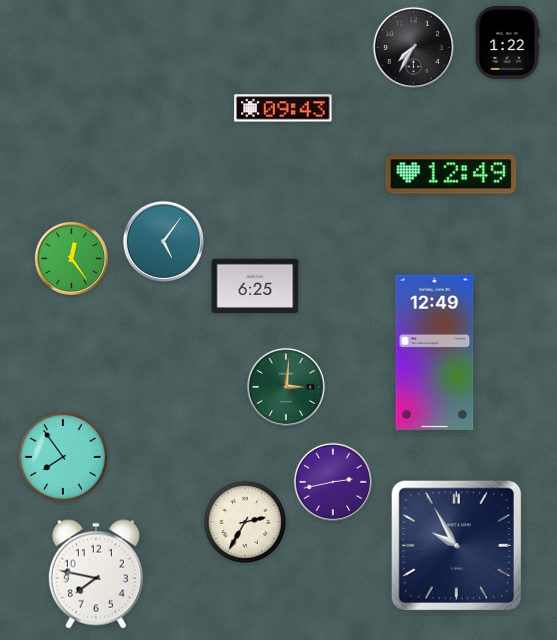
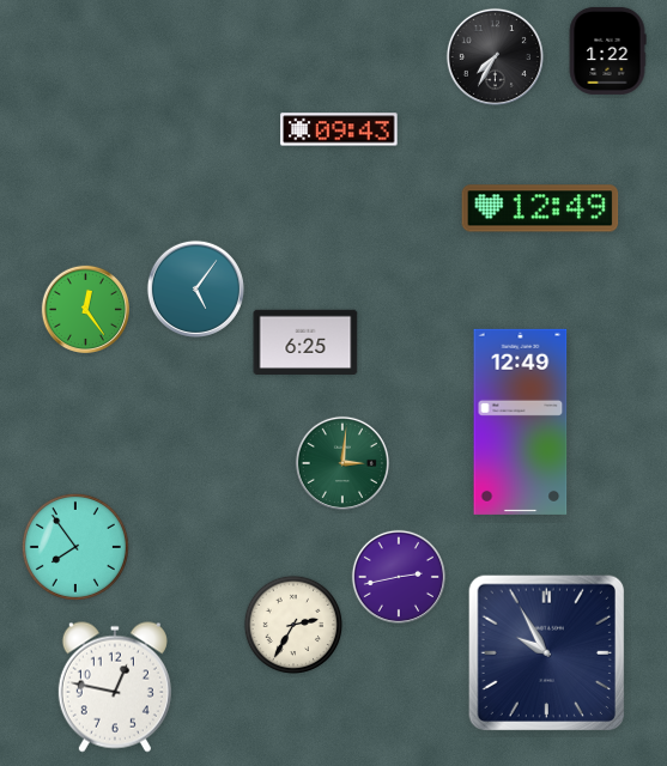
clock at (96, 574): 7:47 -> 12:47
